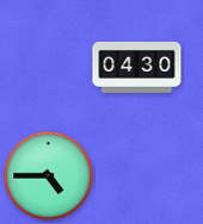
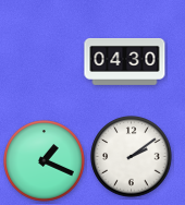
clock at (132, 157): none -> 2:09
clock at (49, 176): 4:45 -> 1:19
